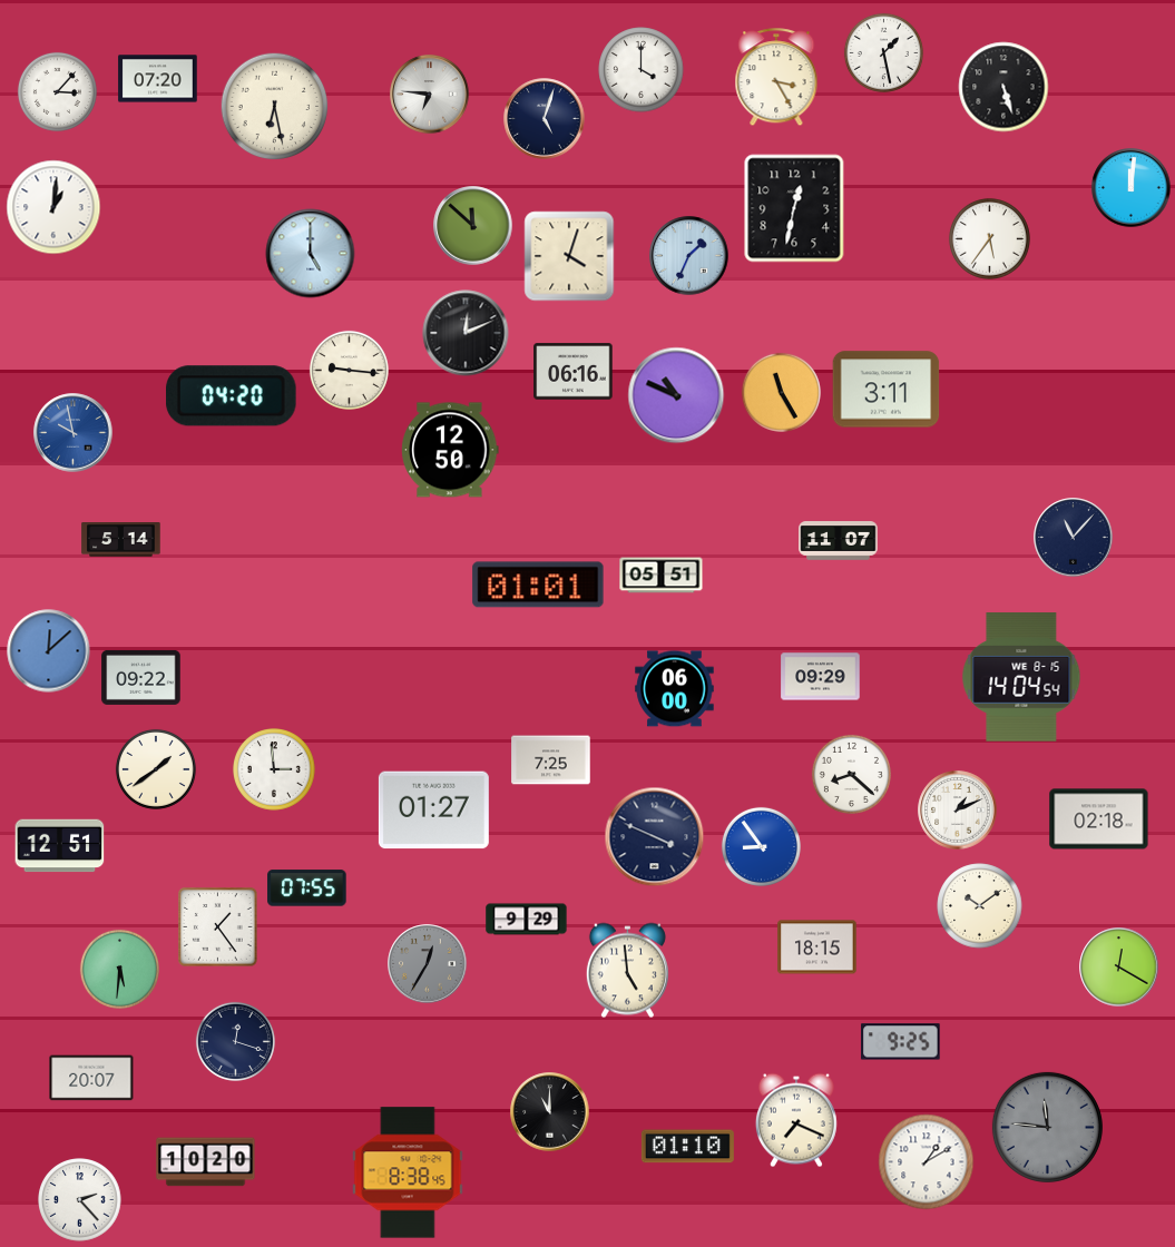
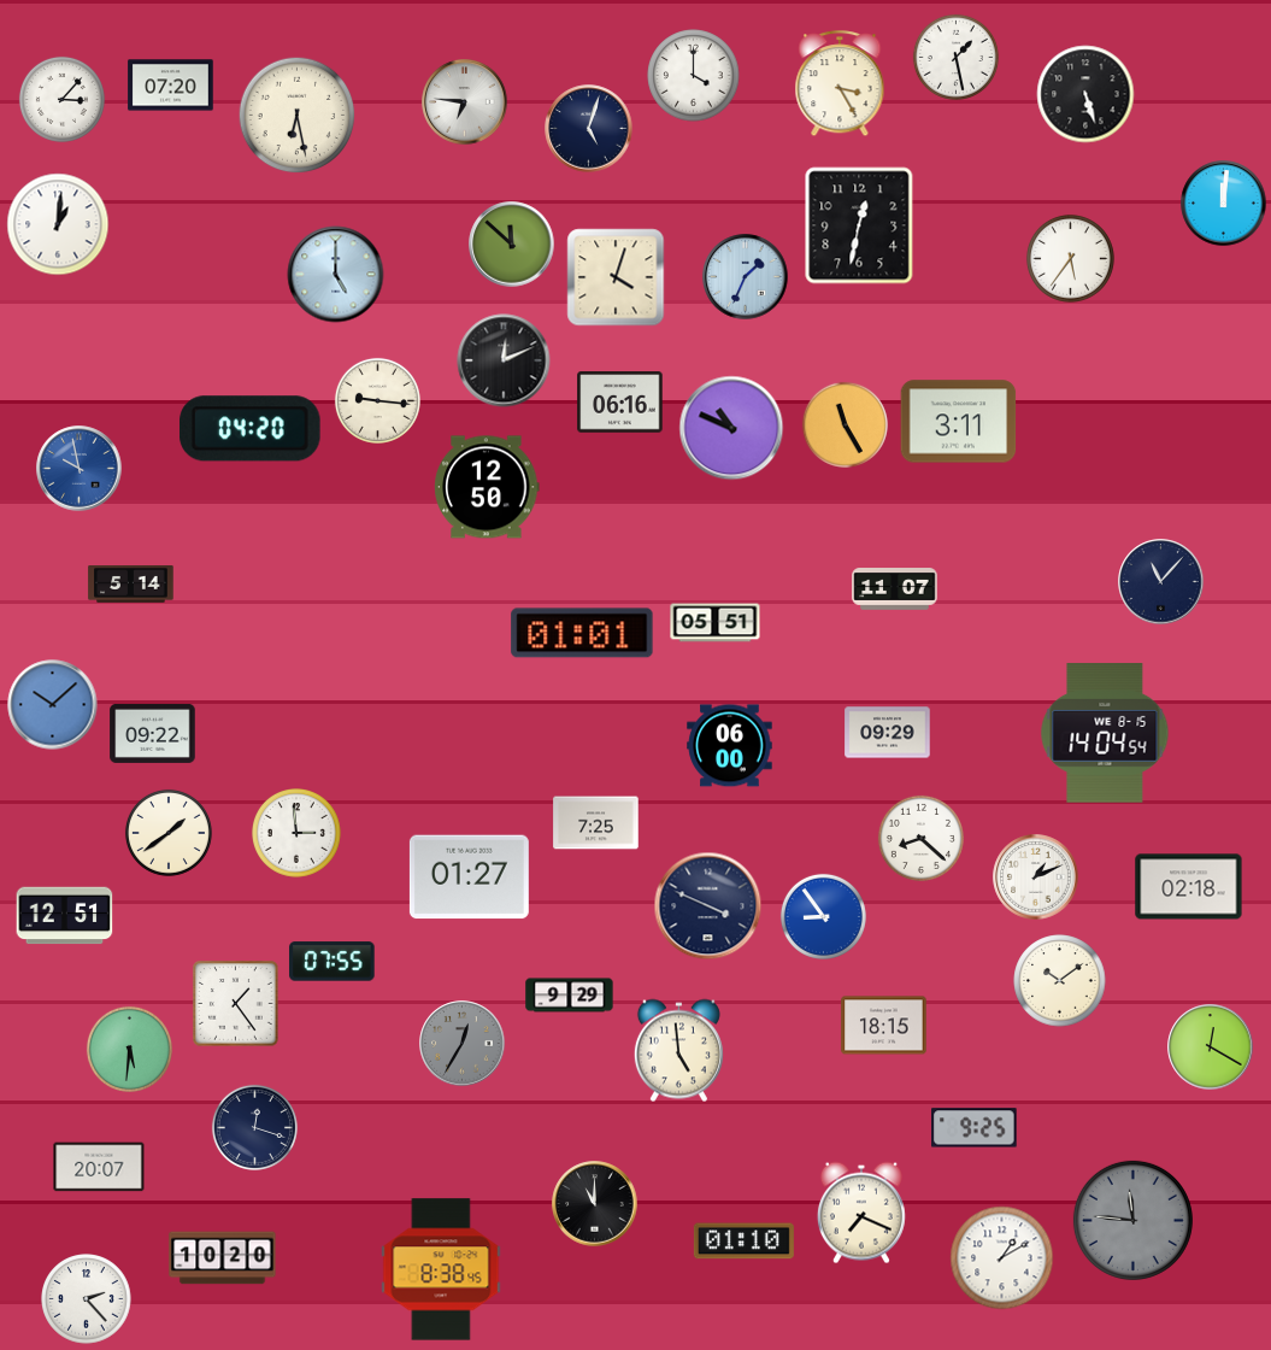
clock at (839, 541) position: (839, 541) -> (895, 589)
clock at (49, 651): 12:08 -> 10:08
